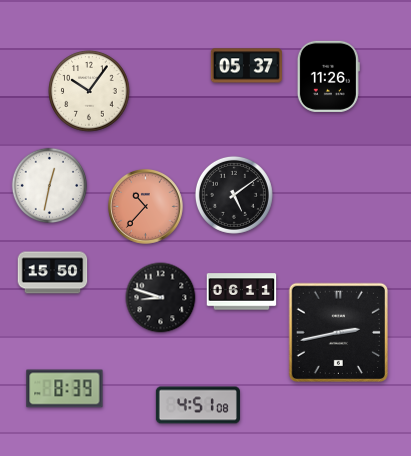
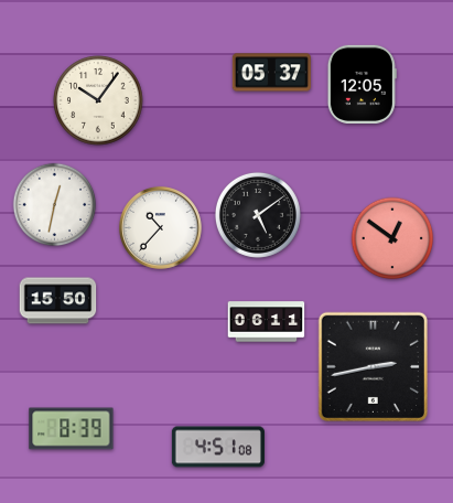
clock at (328, 76): 11:26 -> 12:05
clock at (145, 206) dial: salmon -> white
clock at (392, 238): none -> 12:51
clock at (161, 298): 8:48 -> none
